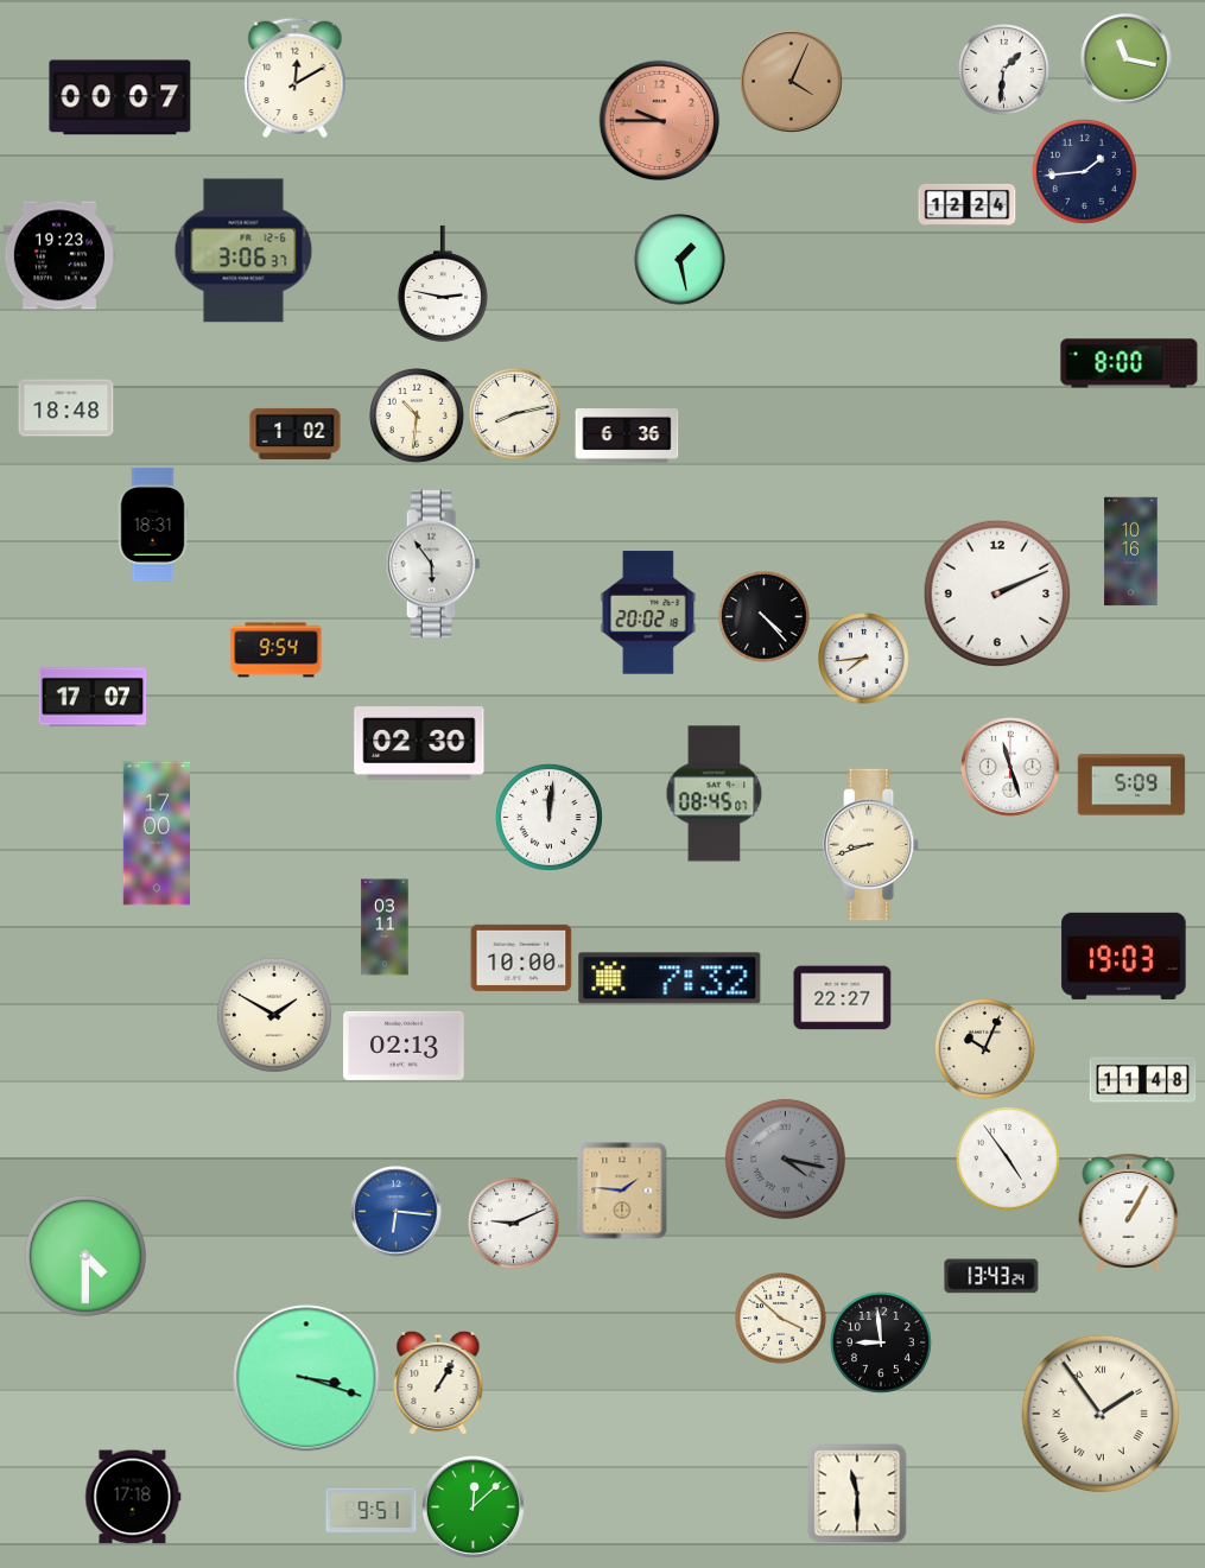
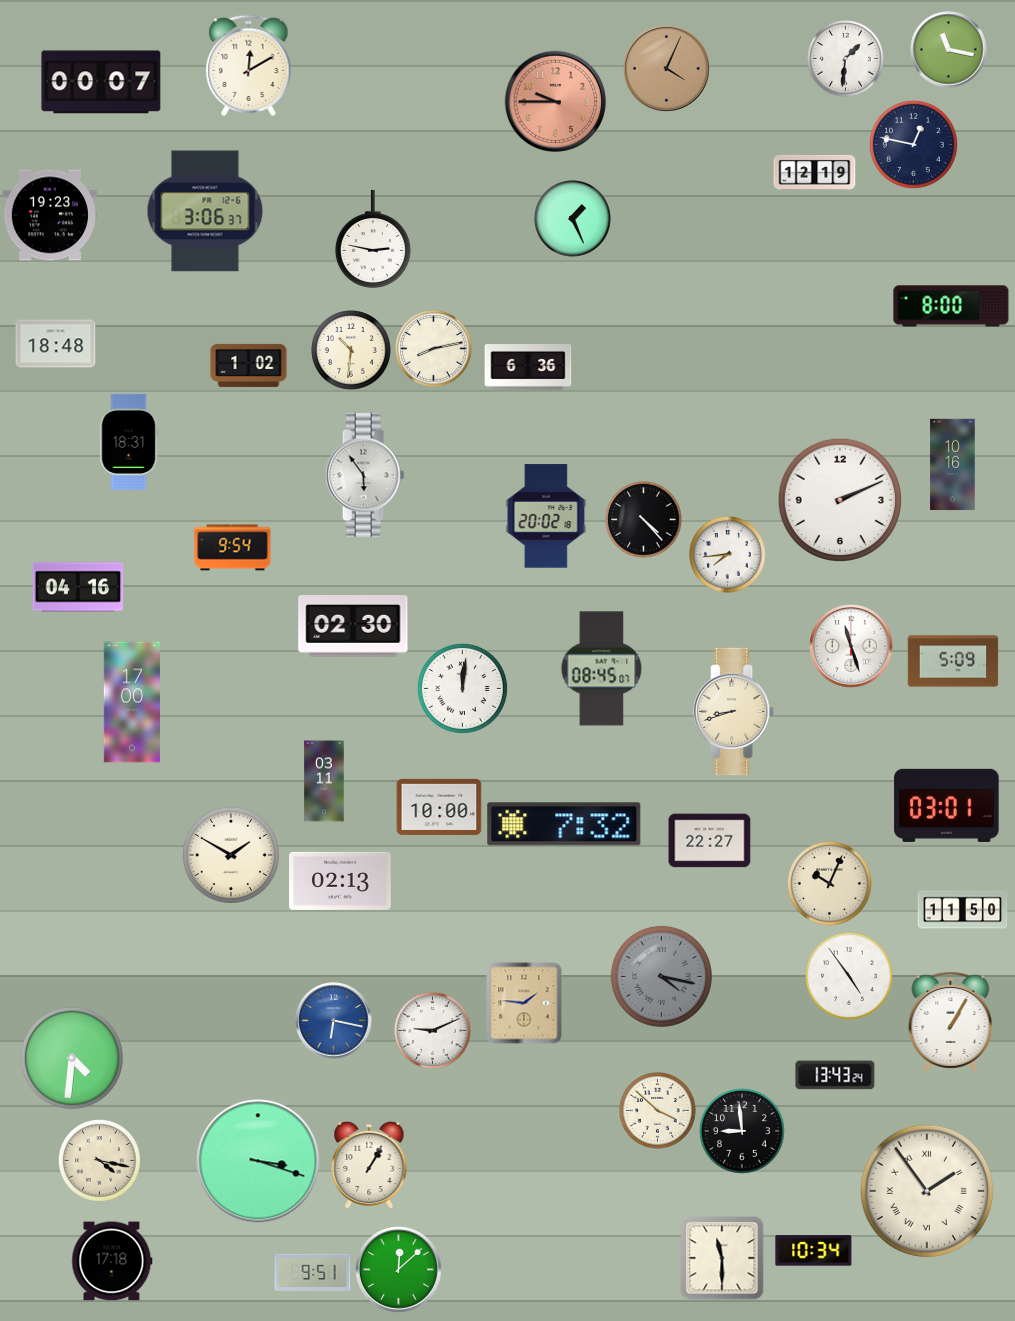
clock at (1084, 171): 1:44 -> 12:47
clock at (968, 204): 12:24 -> 12:19
clock at (680, 260): 1:28 -> 1:26
clock at (93, 697): 17:07 -> 04:16
clock at (1124, 956): 19:03 -> 03:01
clock at (1143, 1080): 11:48 -> 11:50
clock at (397, 1212): 6:16 -> 6:17
clock at (85, 1256): 4:30 -> 4:31
clock at (100, 1161): none -> 4:17
clock at (814, 1251): none -> 10:34
